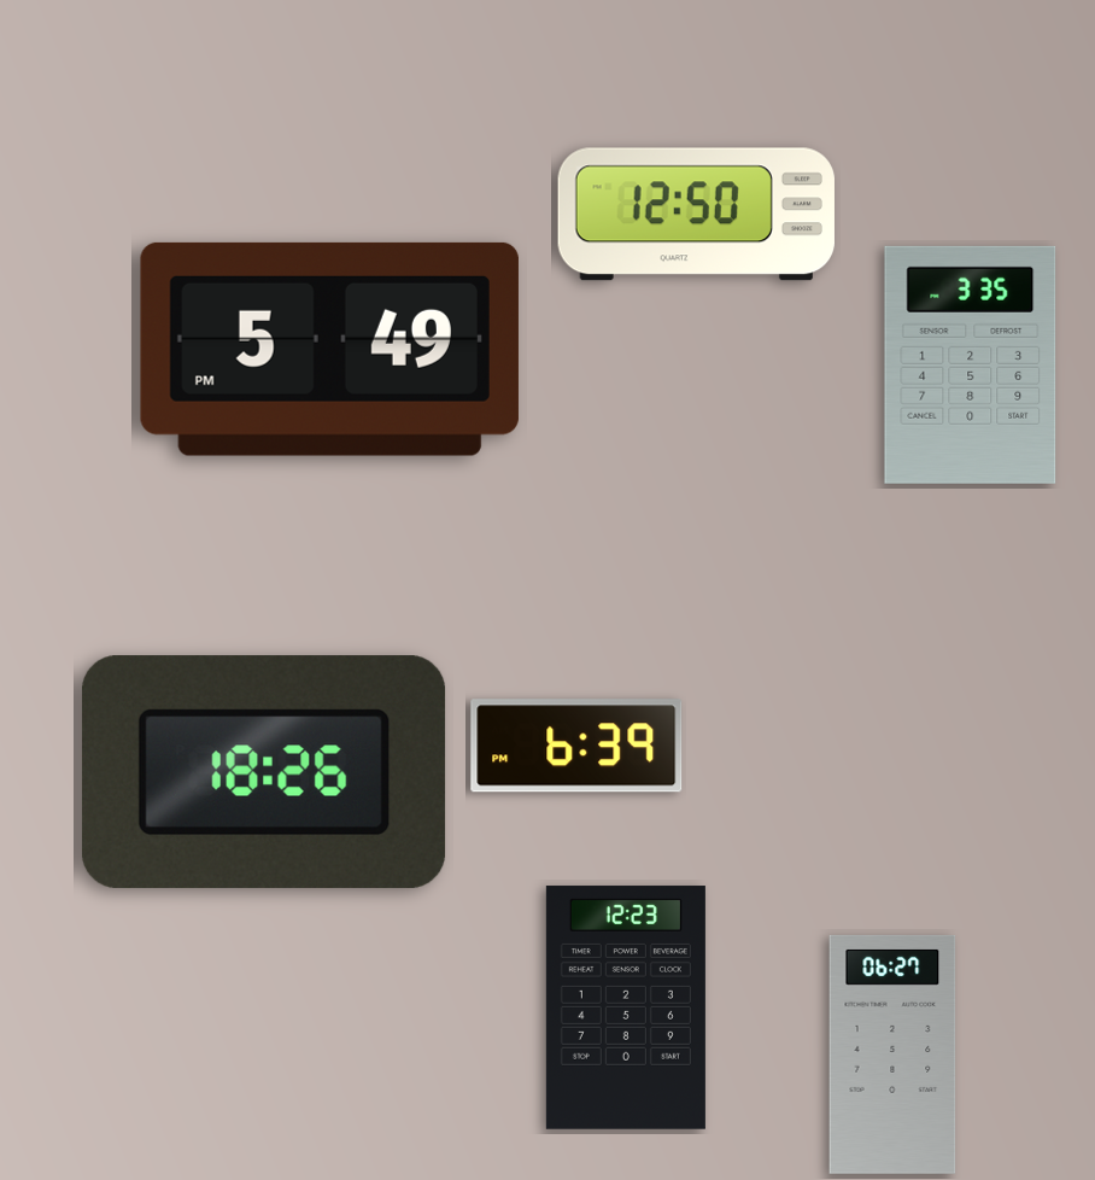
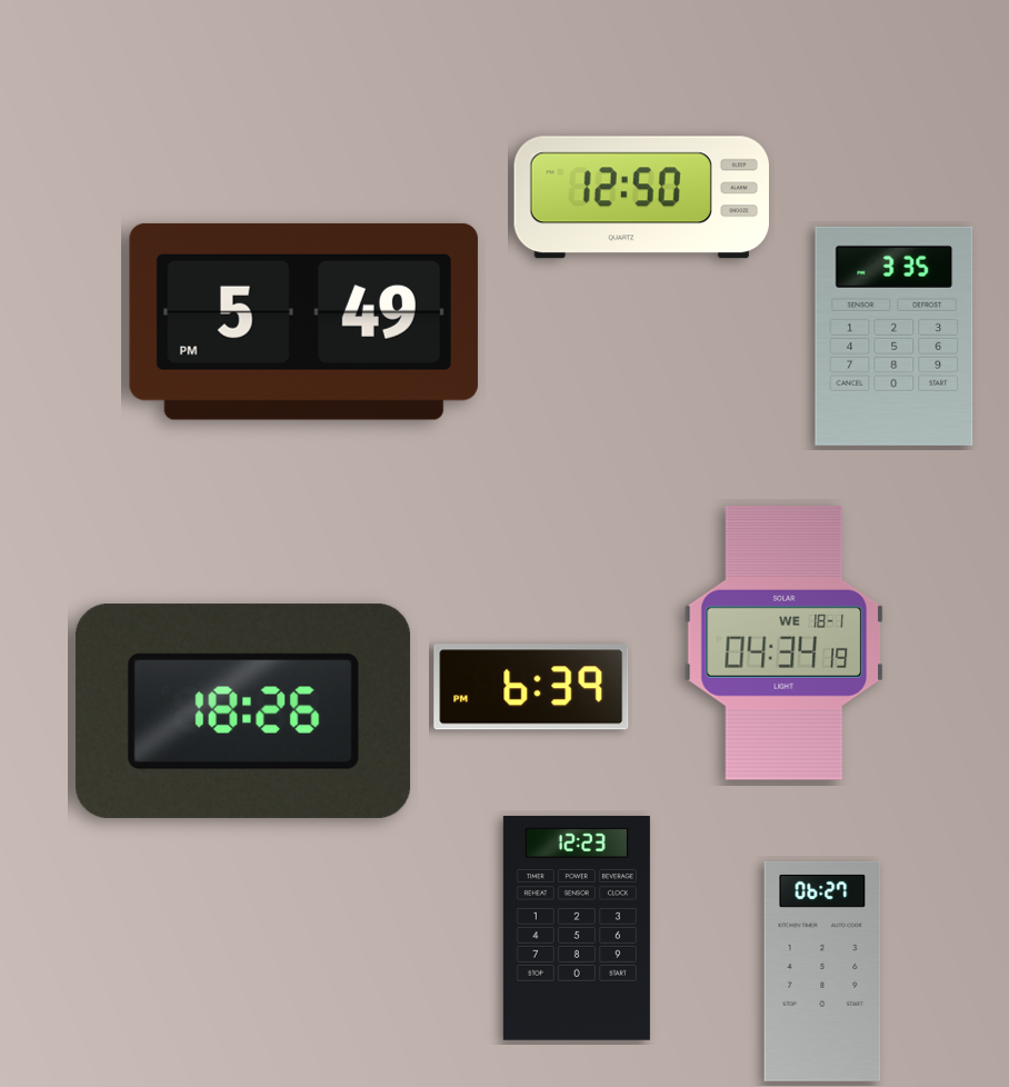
clock at (785, 642): none -> 04:34
